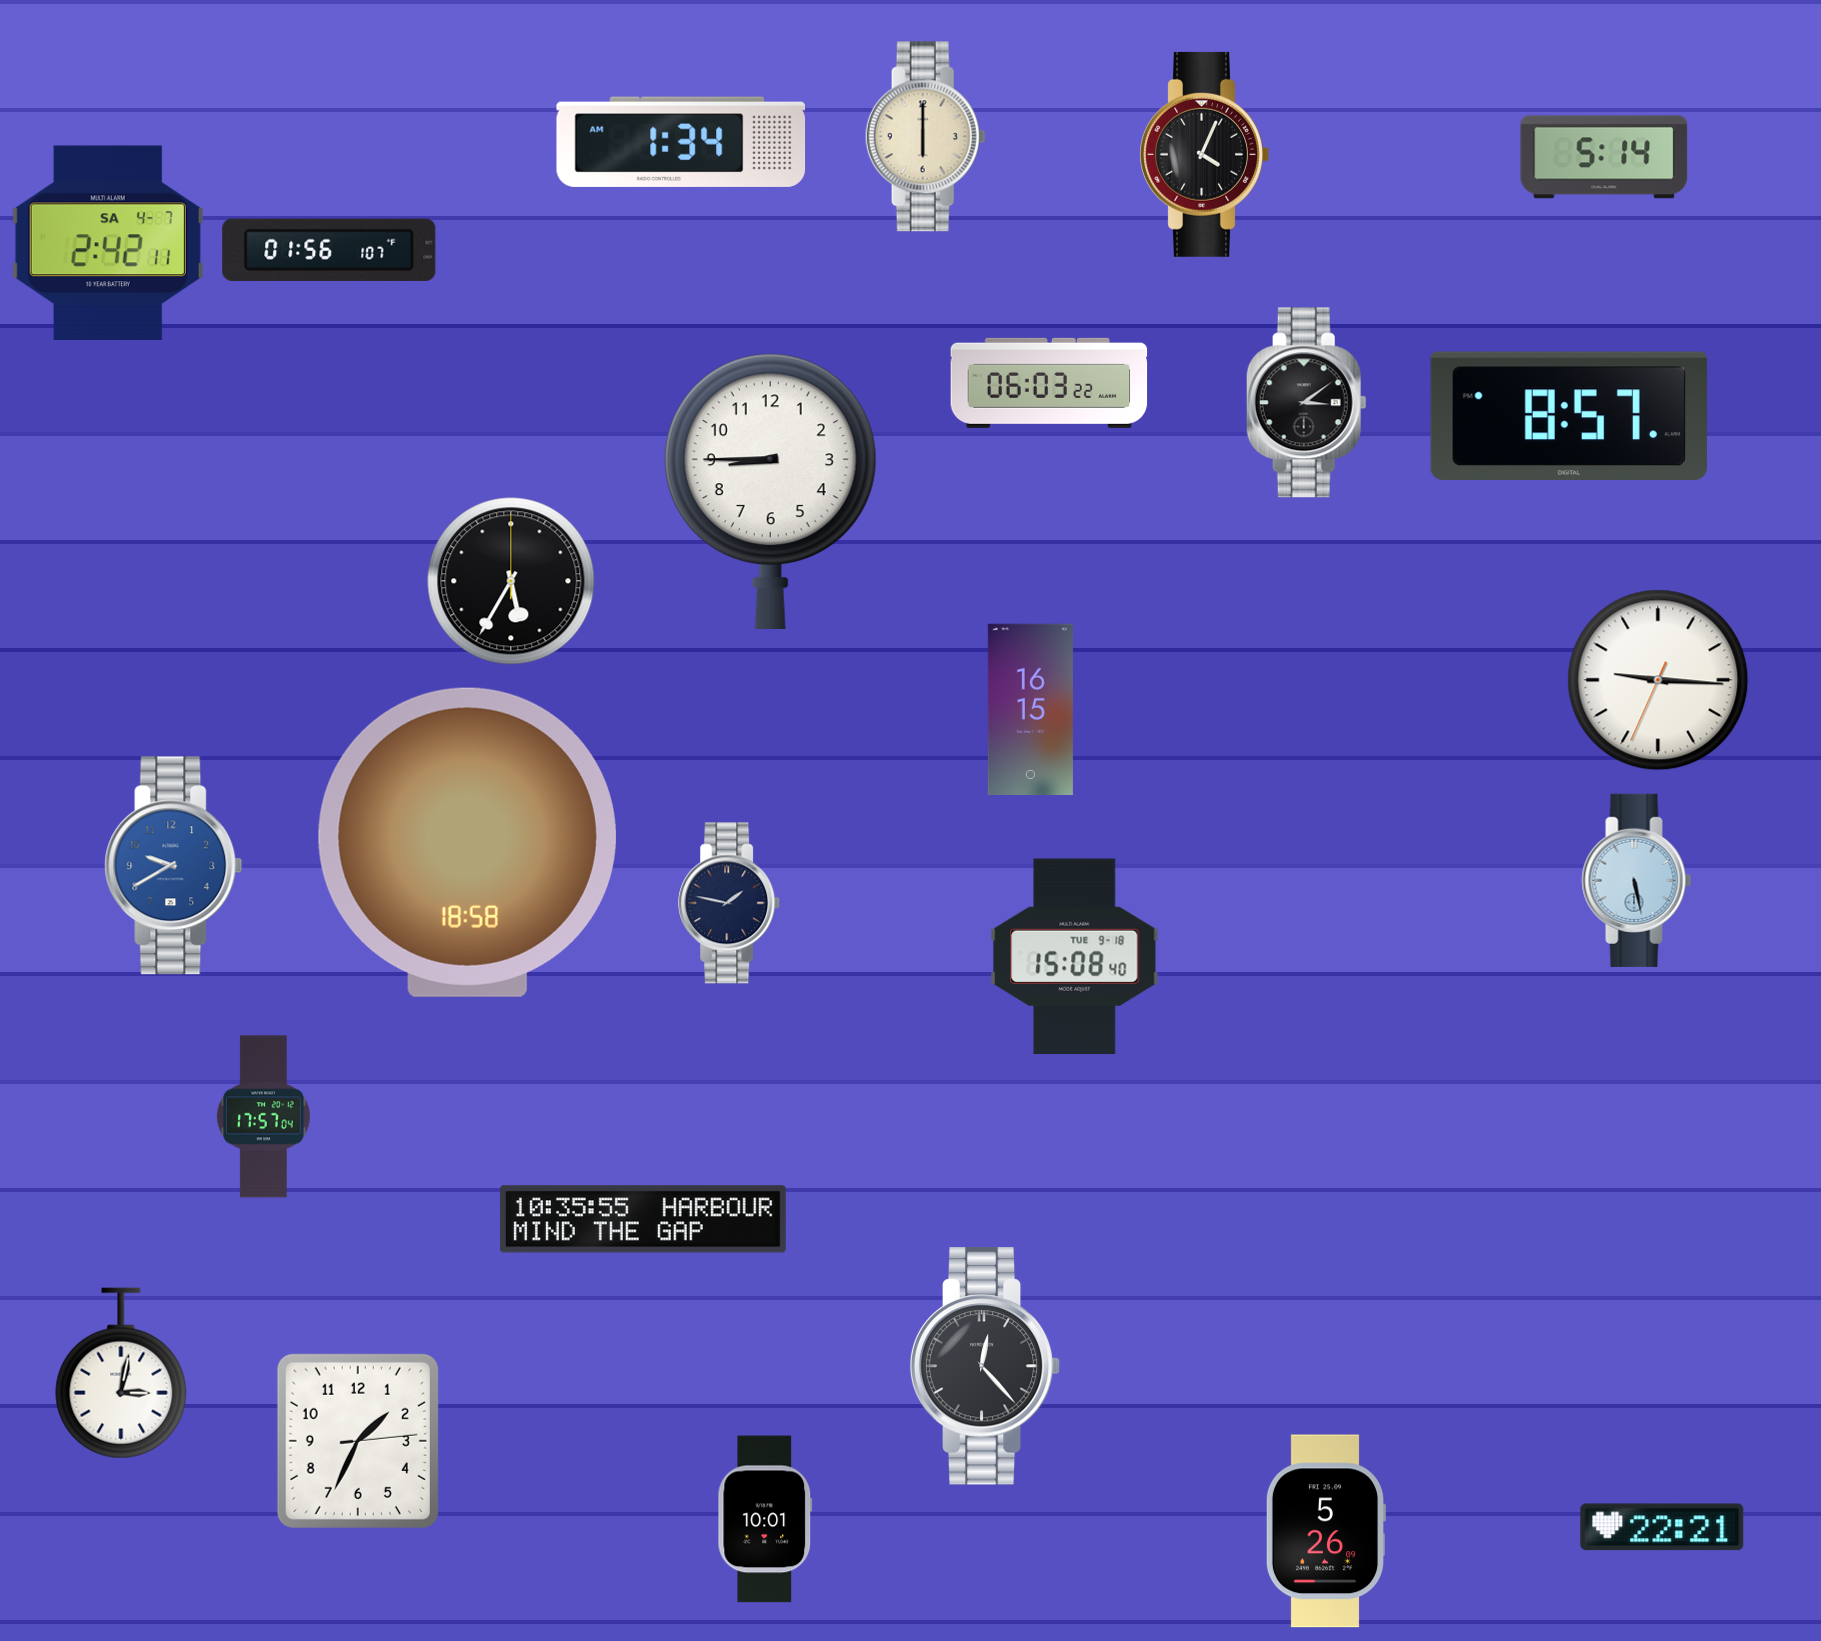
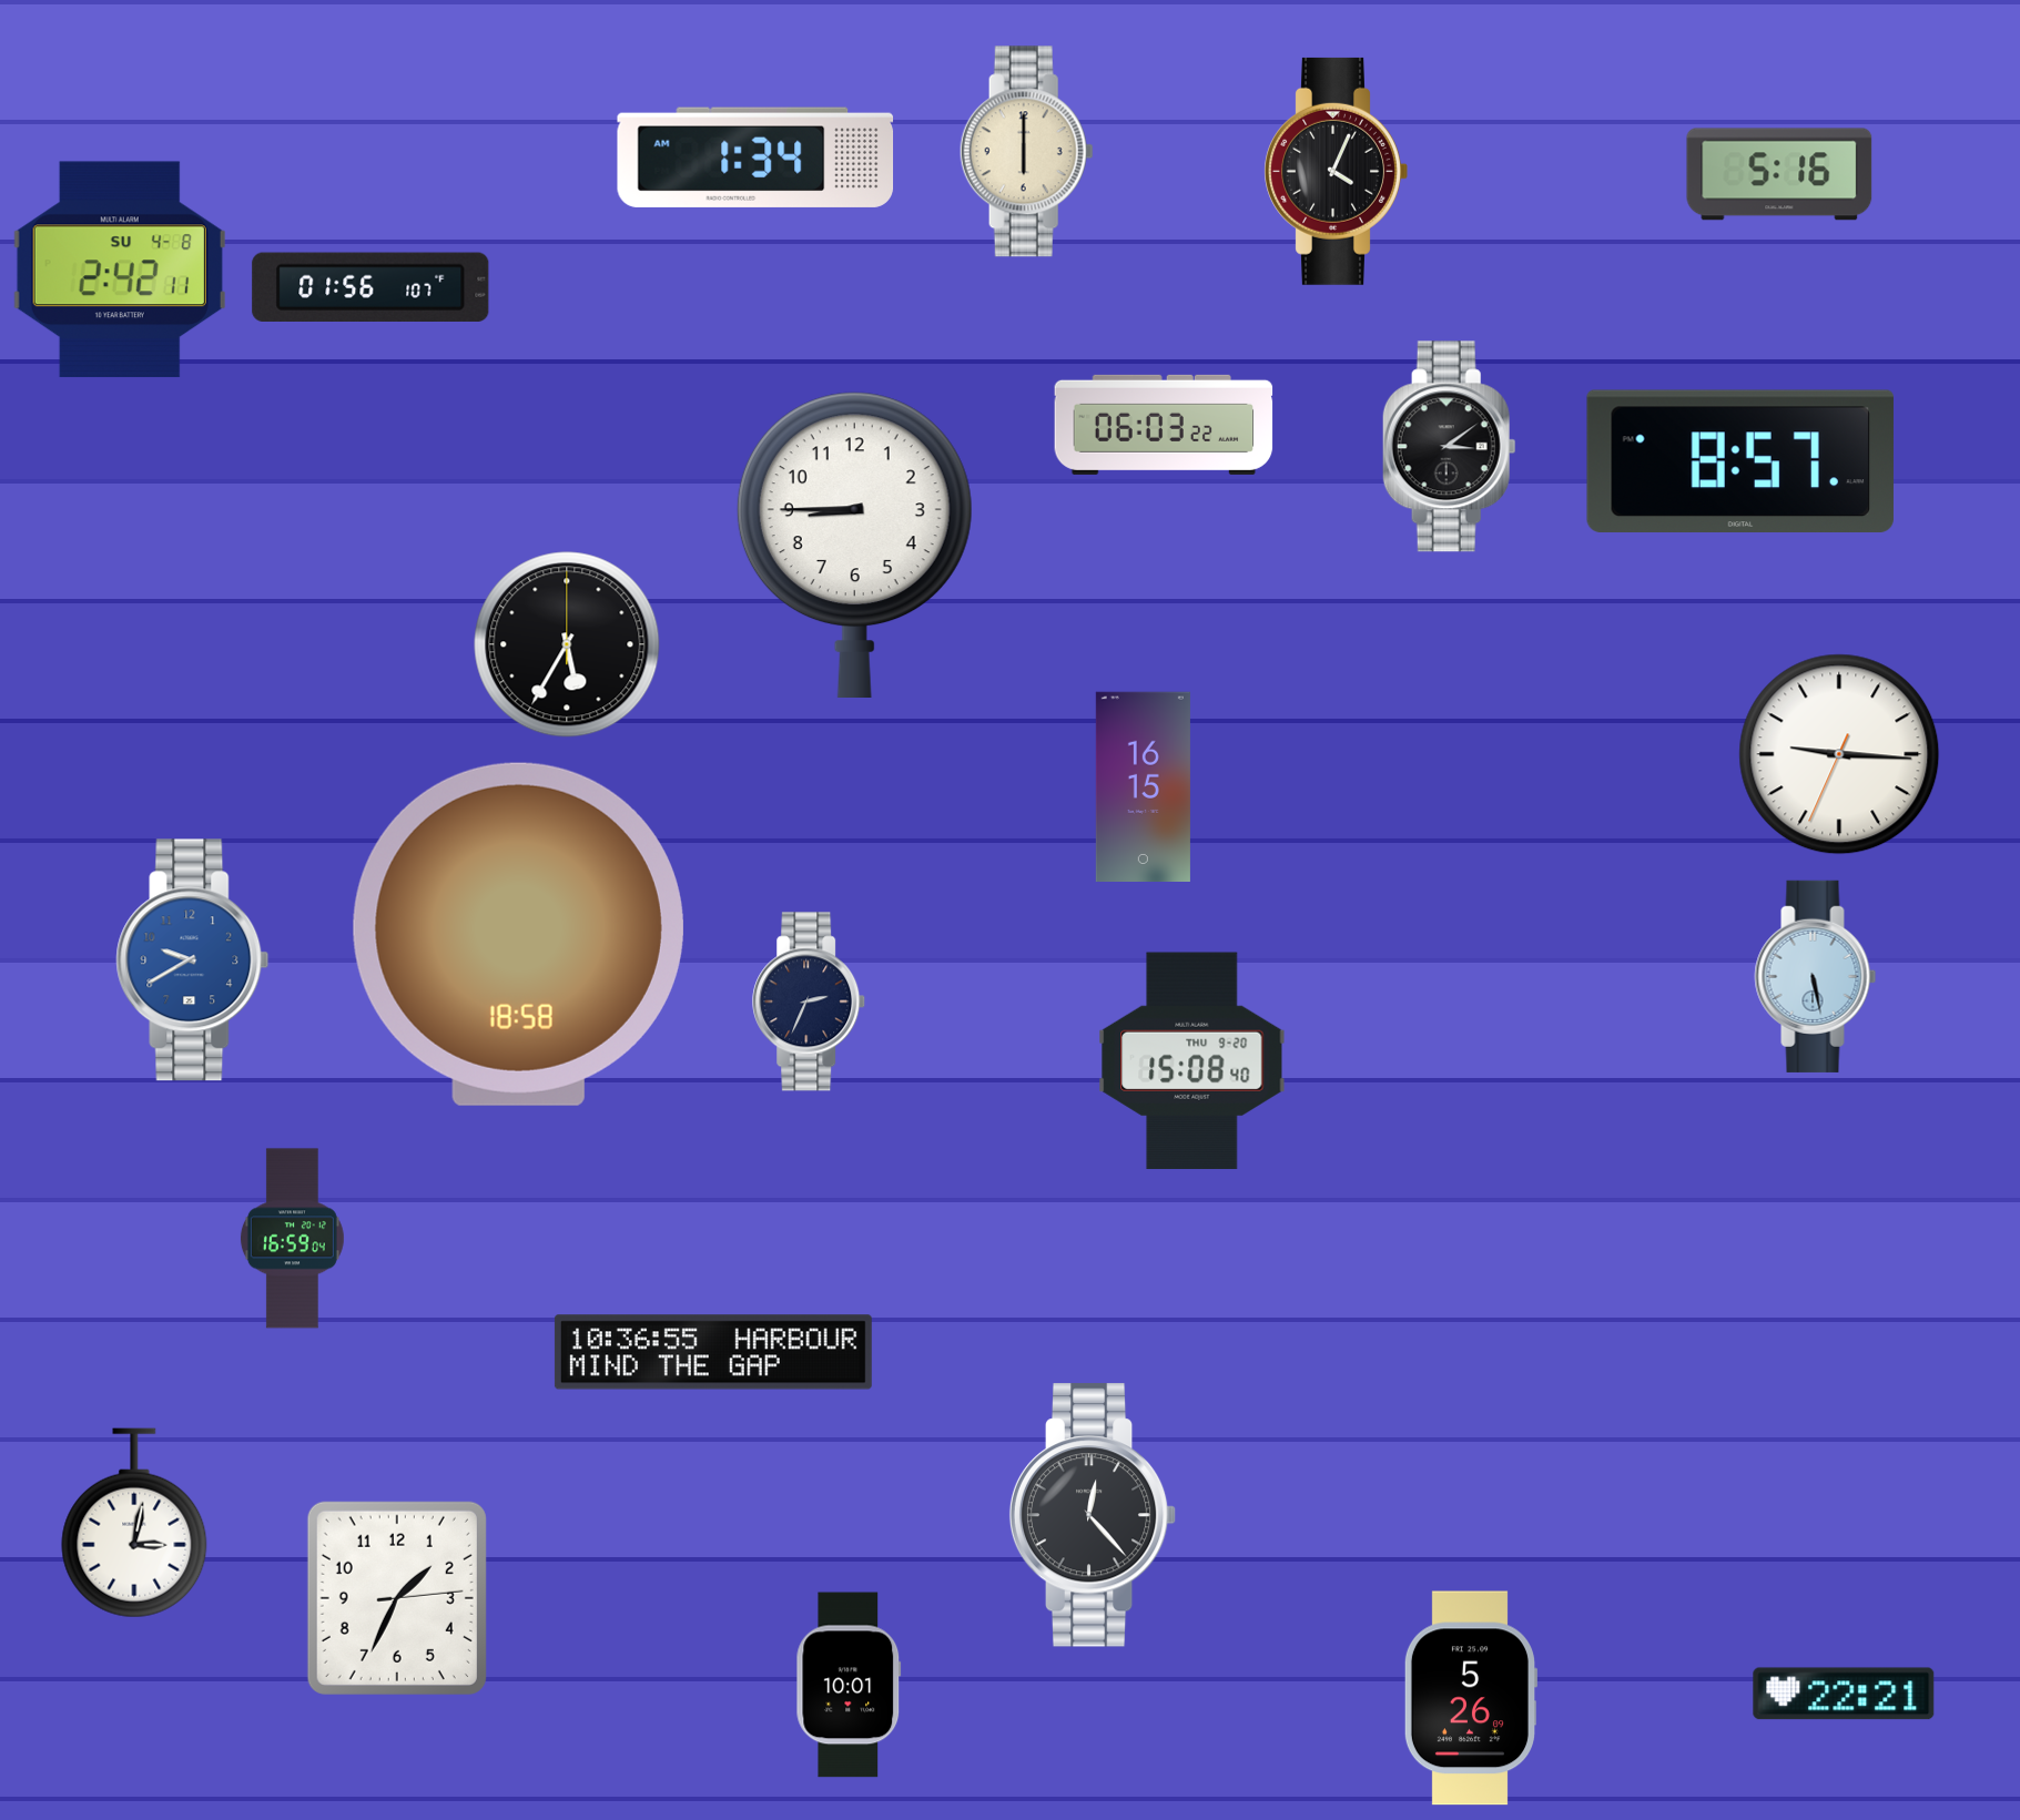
clock at (1604, 157): 5:14 -> 5:16
clock at (108, 243) date: SA 4-7 -> SU 4-8
clock at (329, 250) position: (329, 250) -> (370, 287)
clock at (730, 903): 1:47 -> 2:34
clock at (1075, 957) date: TUE 9-18 -> THU 9-20
clock at (263, 1117): 17:57 -> 16:59
clock at (643, 1219): 10:35 -> 10:36
